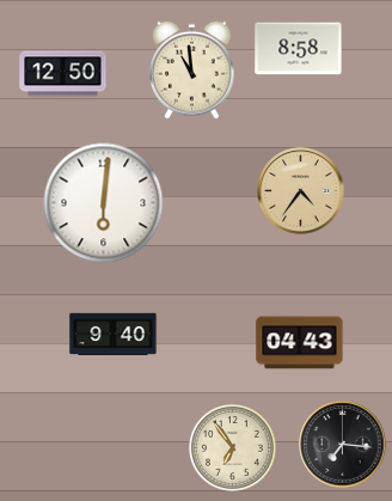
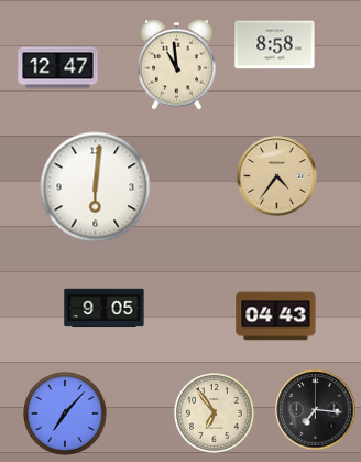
clock at (63, 74): 12:50 -> 12:47
clock at (114, 335): 9:40 -> 9:05
clock at (65, 413): none -> 7:07
